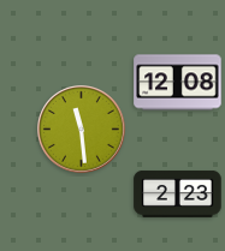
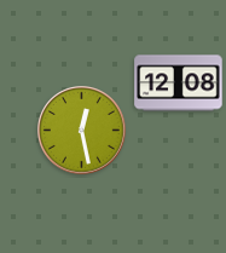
clock at (82, 130): 11:29 -> 12:28
clock at (178, 193): 2:23 -> none
